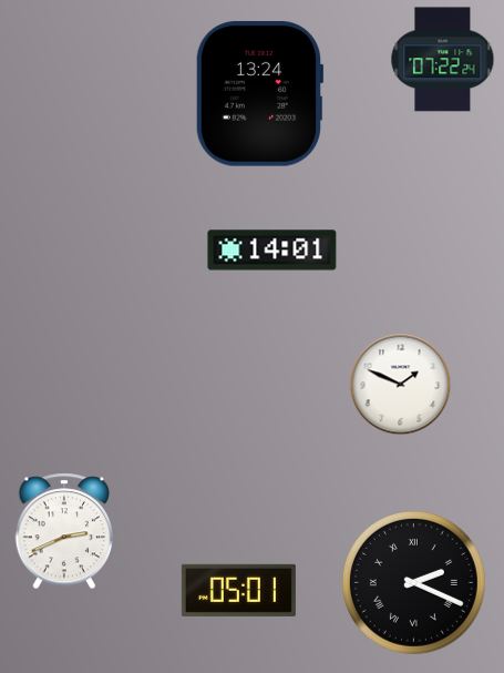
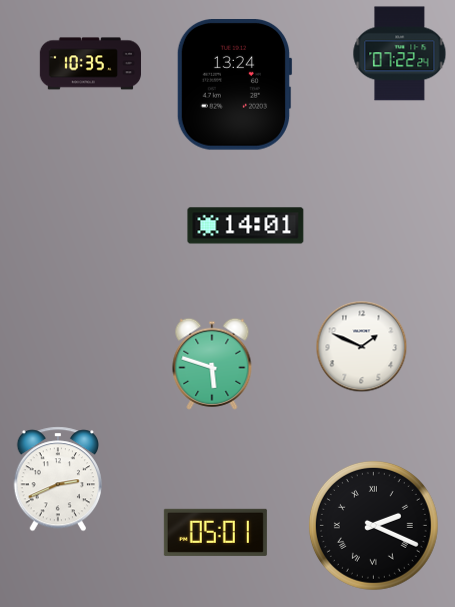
clock at (90, 64): none -> 10:35
clock at (212, 364): none -> 5:48
